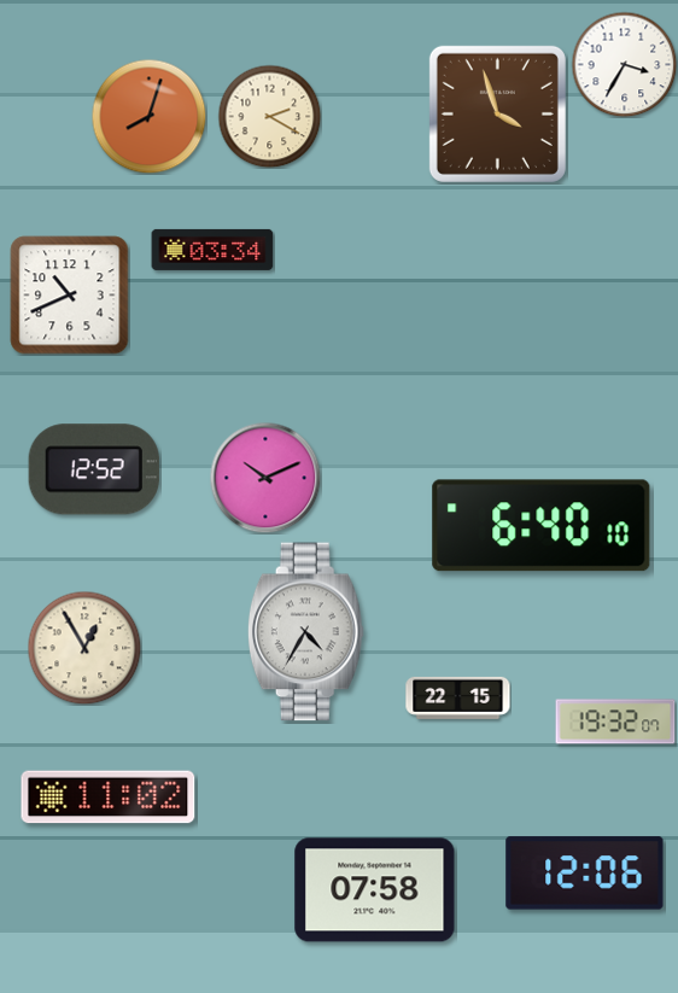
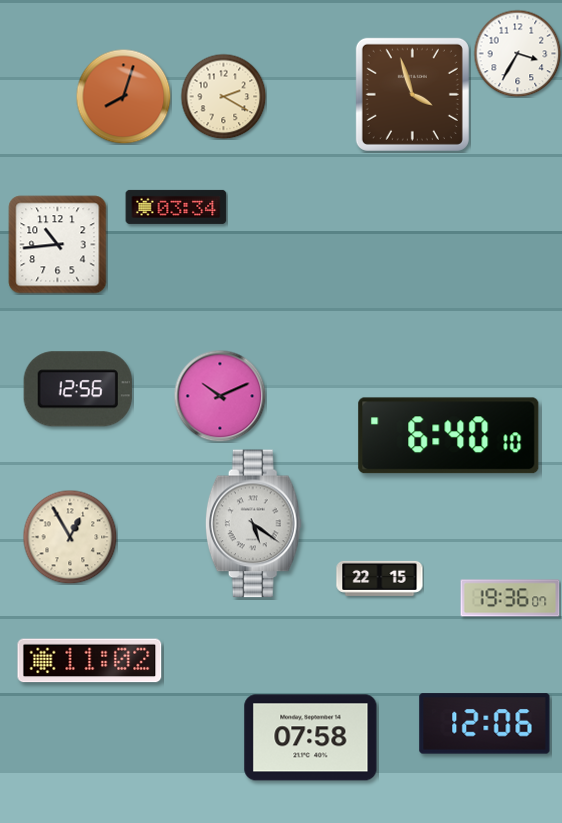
clock at (70, 296): 10:41 -> 10:44
clock at (94, 469): 12:52 -> 12:56
clock at (305, 632): 4:35 -> 5:21
clock at (615, 722): 19:32 -> 19:36
